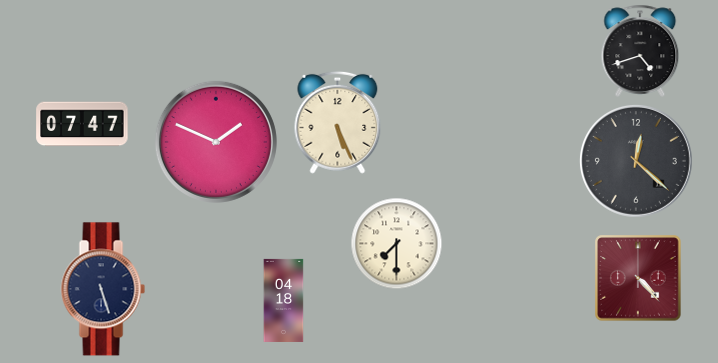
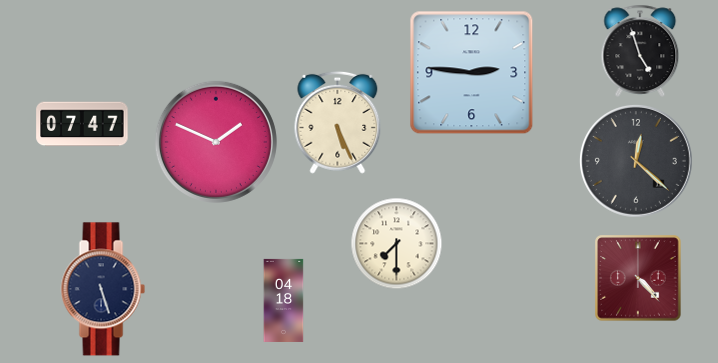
clock at (640, 51): 4:42 -> 4:57
clock at (472, 73): none -> 2:46
